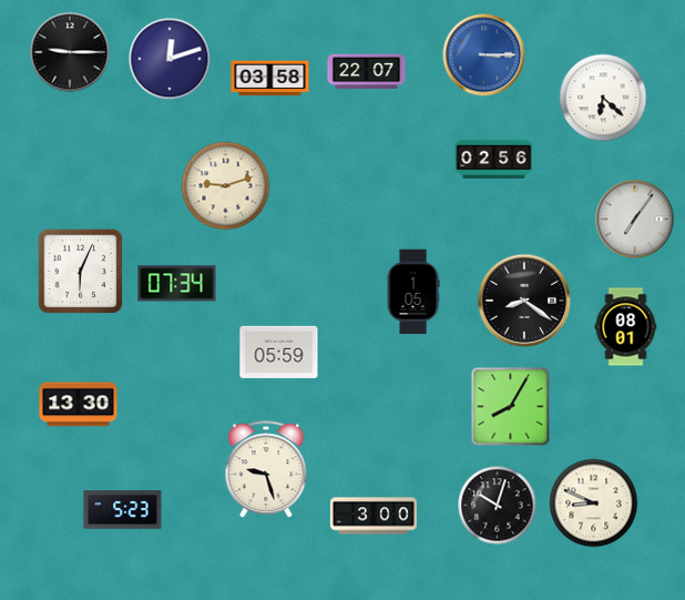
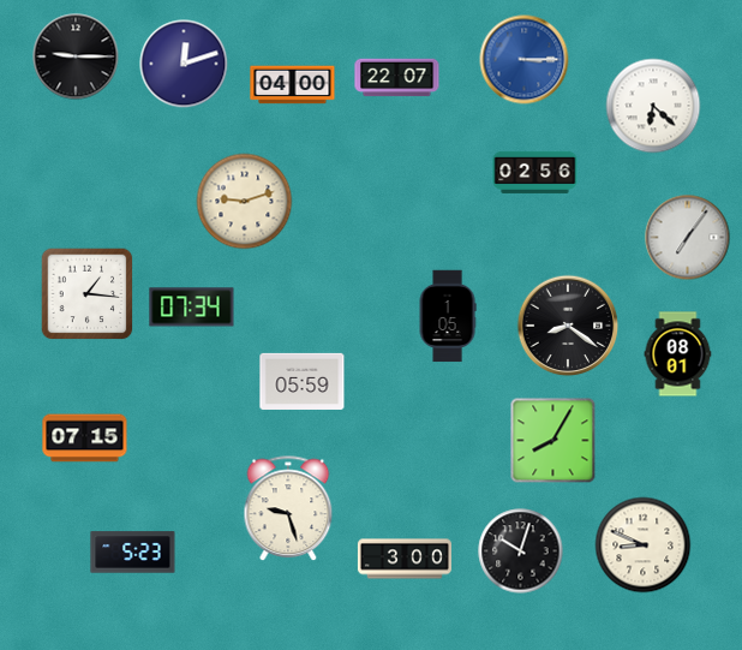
clock at (270, 79): 03:58 -> 04:00
clock at (81, 272): 6:04 -> 1:16
clock at (79, 405): 13:30 -> 07:15
clock at (498, 506) position: (498, 506) -> (521, 551)
